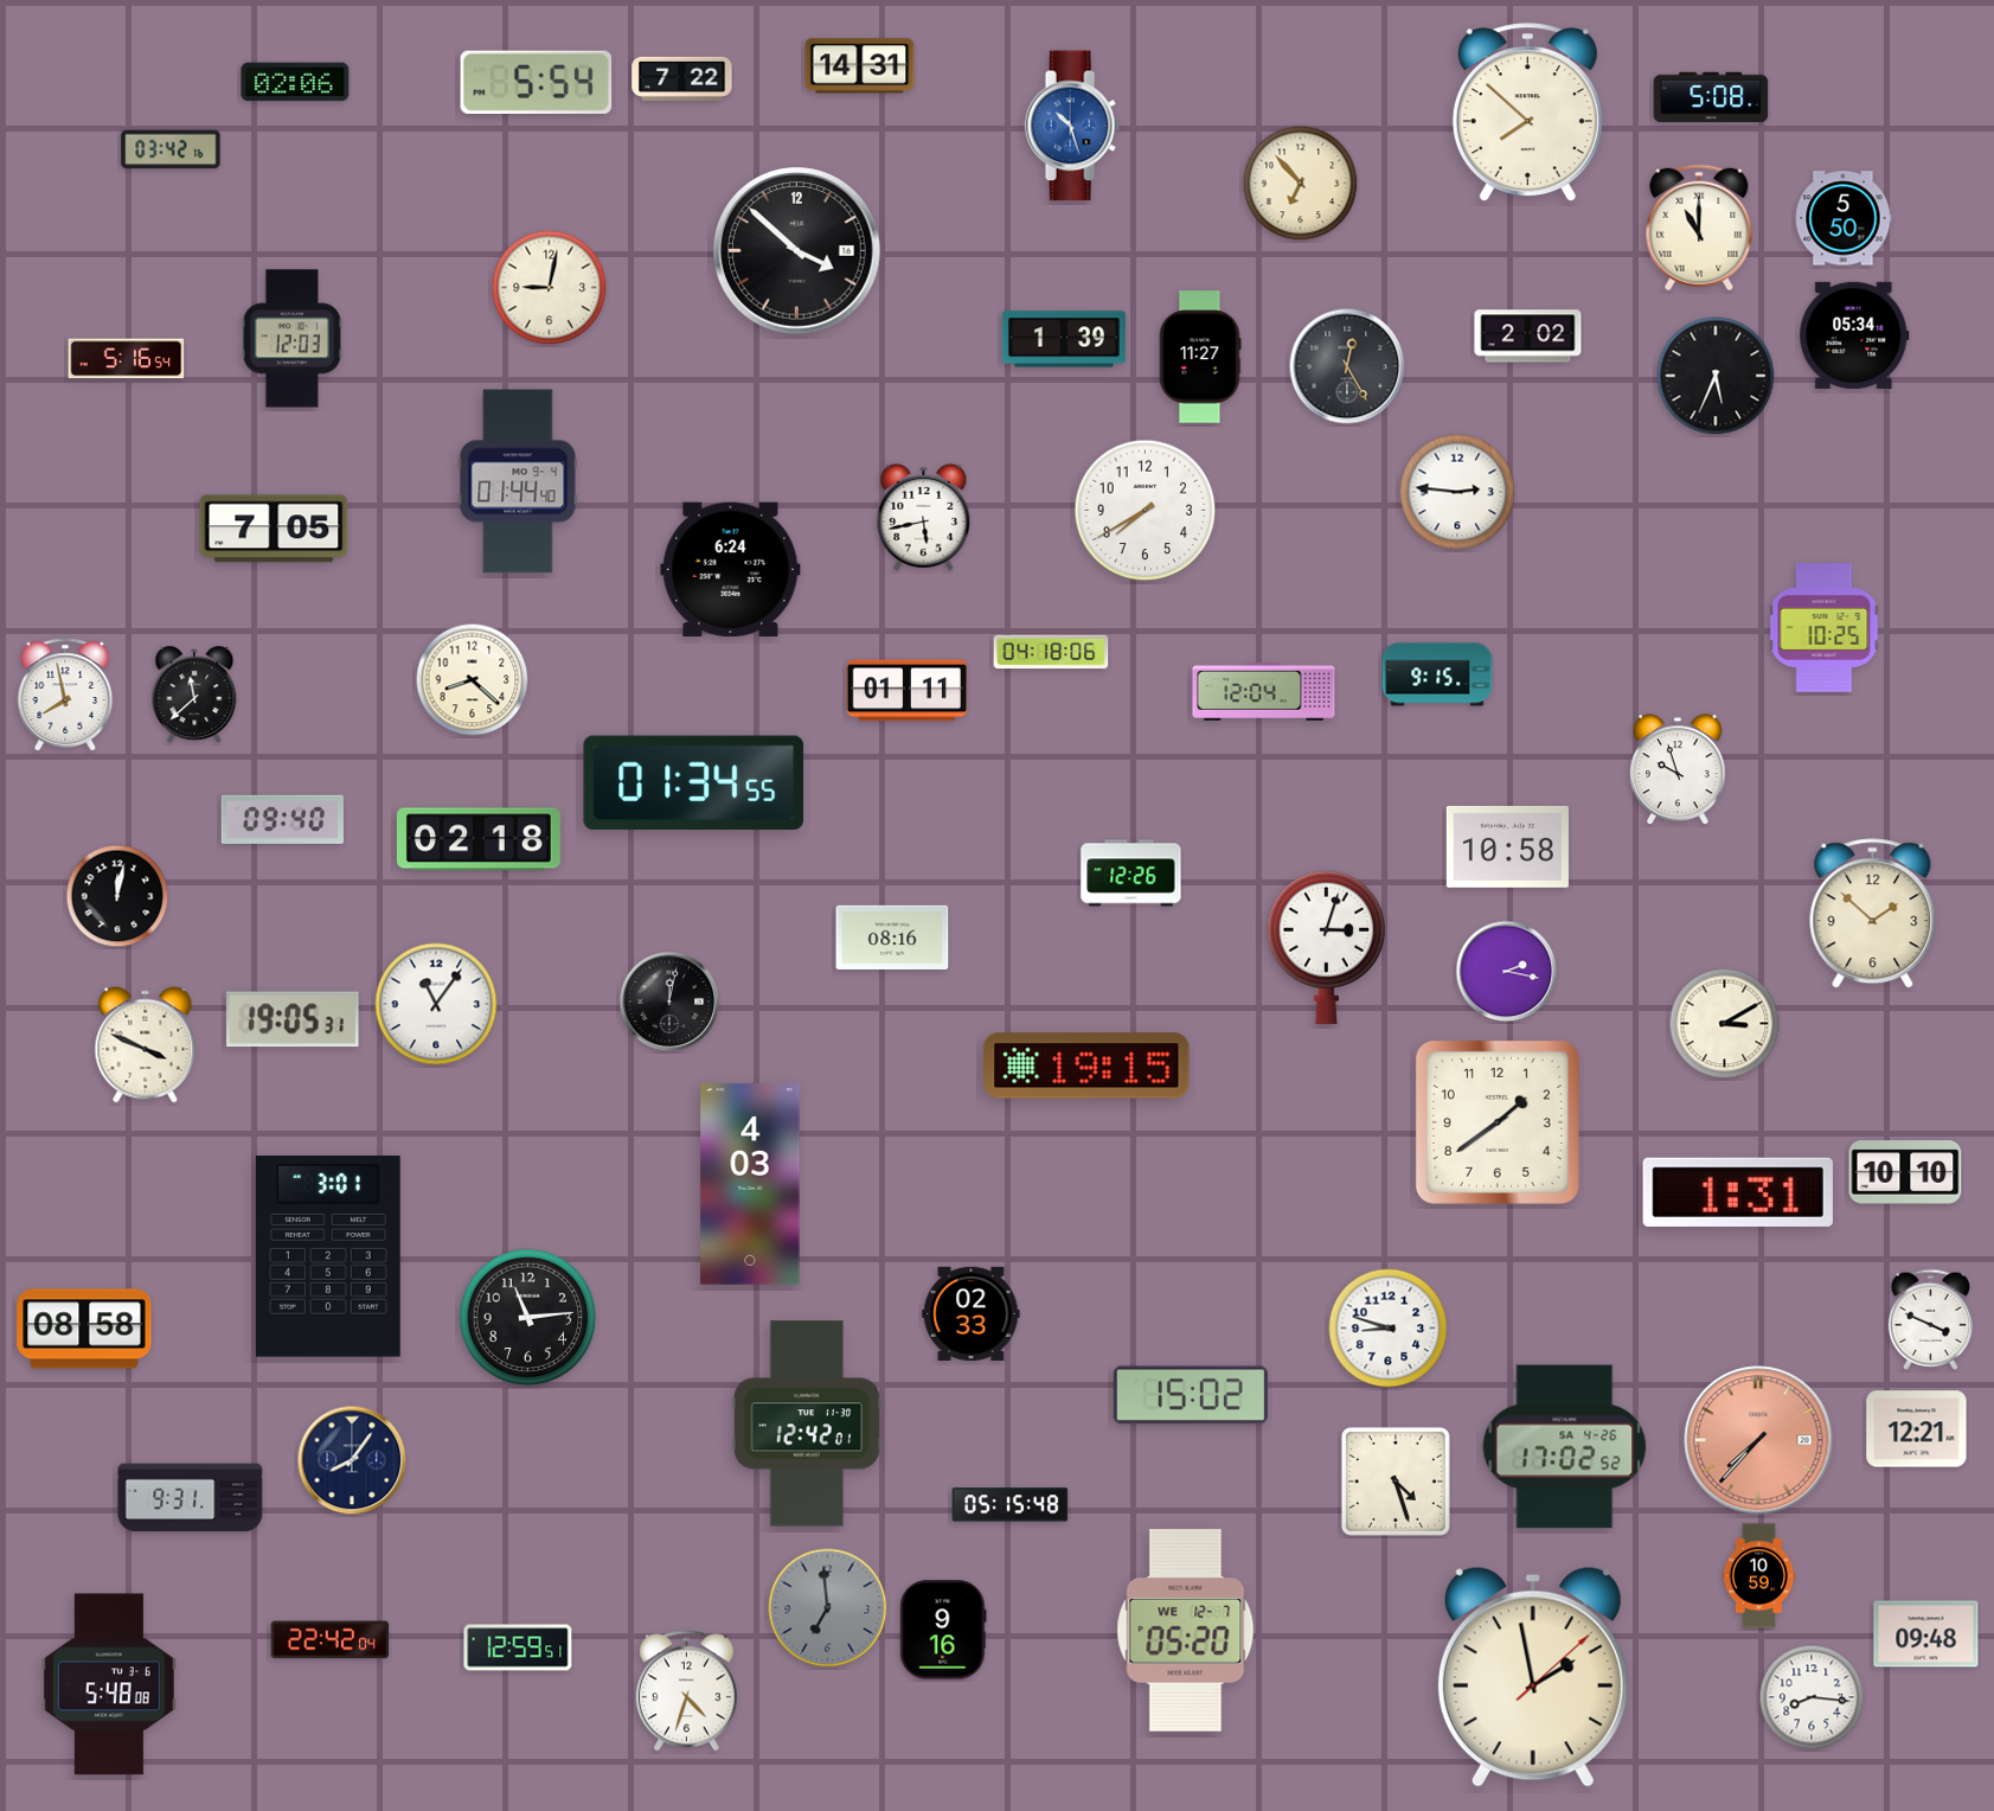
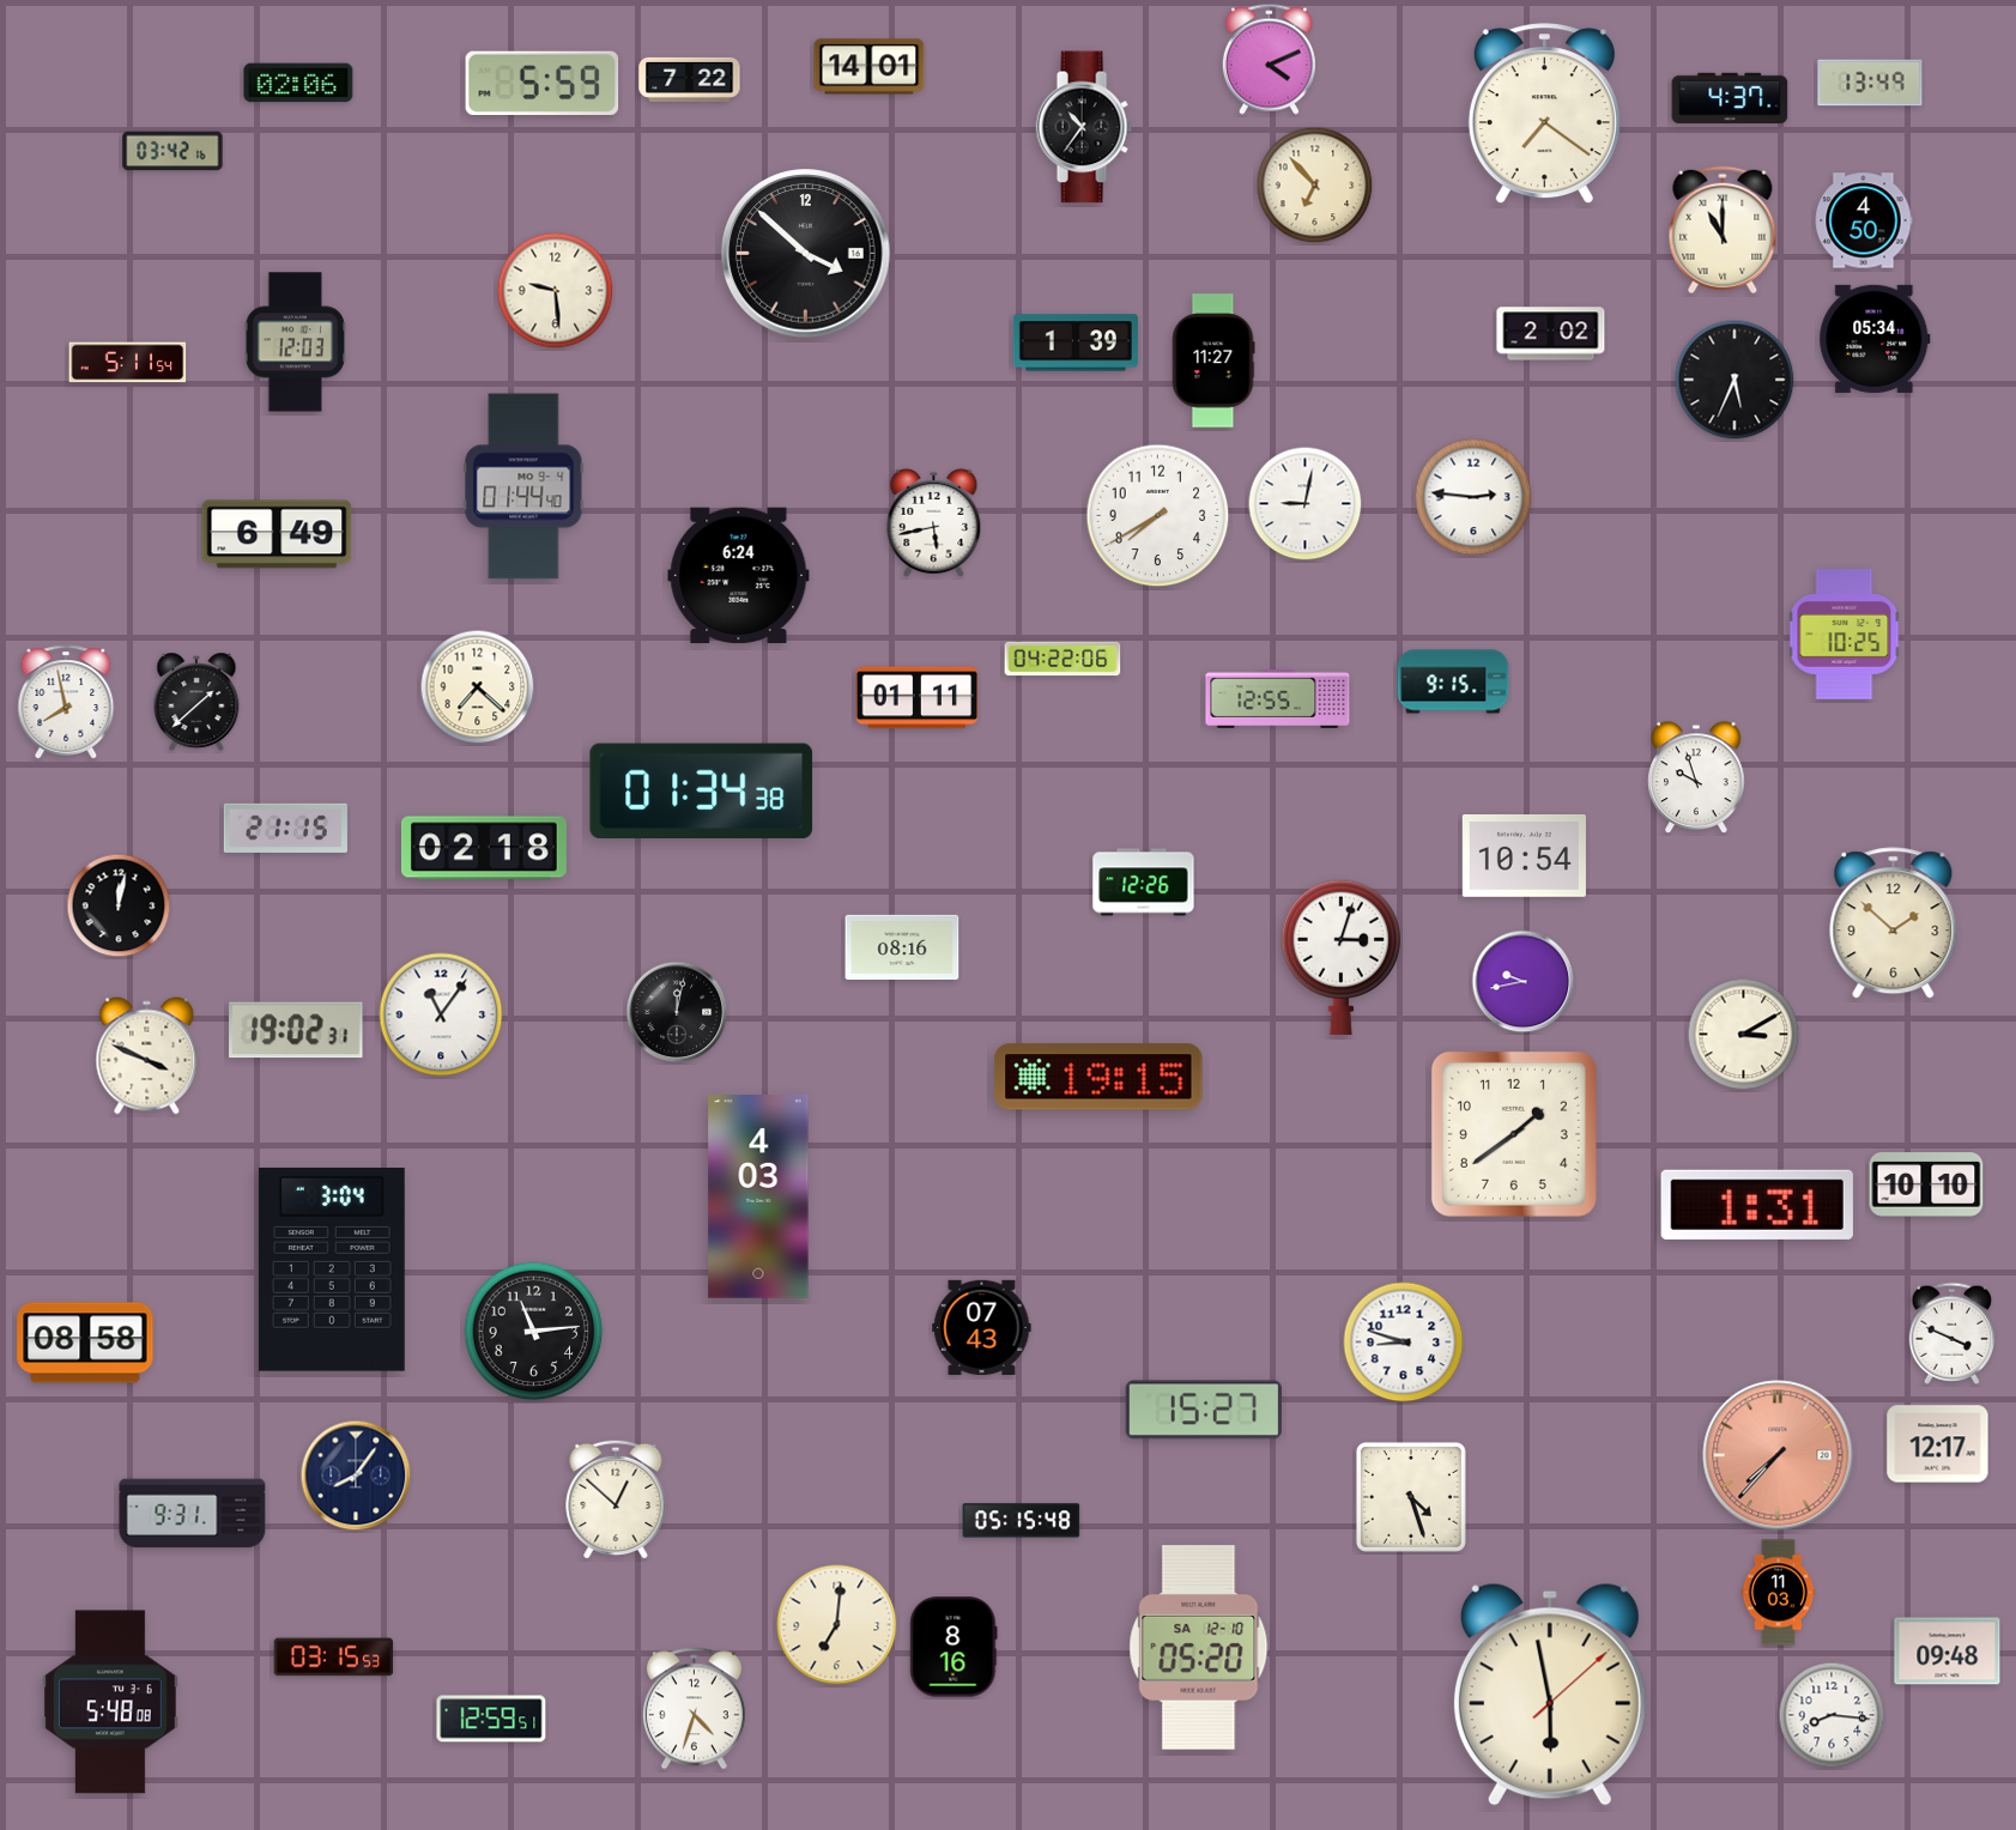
clock at (1269, 59): none -> 4:11
clock at (860, 66): 14:31 -> 14:01
clock at (537, 82): 5:54 -> 5:59
clock at (1870, 83): none -> 13:49
clock at (1711, 96): 5:08 -> 4:37
clock at (1527, 113): 7:52 -> 7:21
clock at (1072, 126): 10:27 -> 10:36
clock at (1072, 126) dial: blue -> black
clock at (1844, 218): 5:50 -> 4:50
clock at (1699, 228) position: (1699, 228) -> (1723, 230)
clock at (550, 288): 9:02 -> 9:29
clock at (1528, 337) position: (1528, 337) -> (1551, 334)
clock at (127, 359): 5:16 -> 5:11
clock at (1347, 366): 12:25 -> none
clock at (1306, 504): none -> 9:02
clock at (274, 529): 7:05 -> 6:49
clock at (1051, 652): 04:18 -> 04:22
clock at (473, 680): 8:22 -> 7:22
clock at (1264, 691): 12:04 -> 12:55
clock at (194, 695): 11:38 -> 1:38
clock at (694, 782): 01:34:55 -> 01:34:38
clock at (282, 819): 09:40 -> 21:15
clock at (1507, 846): 10:58 -> 10:54
clock at (1507, 972): 2:17 -> 9:43
clock at (293, 1019): 19:05 -> 19:02
clock at (328, 1256): 3:01 -> 3:04
clock at (972, 1313): 02:33 -> 07:43
clock at (1190, 1395): 15:02 -> 15:27
clock at (806, 1423): 12:42 -> none
clock at (1917, 1429): 12:21 -> 12:17
clock at (1565, 1447): 17:02 -> none
clock at (616, 1499): none -> 12:52
clock at (1759, 1576): 10:59 -> 11:03
clock at (828, 1608): 6:59 -> 7:01
clock at (828, 1608) dial: grey -> cream
clock at (943, 1630): 9:16 -> 8:16
clock at (1186, 1631) date: WE 12-7 -> SA 12-10
clock at (331, 1640): 22:42 -> 03:15
clock at (518, 1647) position: (518, 1647) -> (491, 1719)
clock at (1533, 1677): 1:58 -> 5:58
